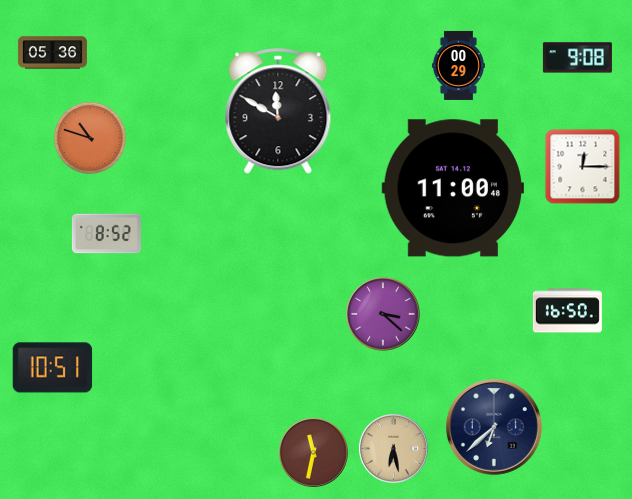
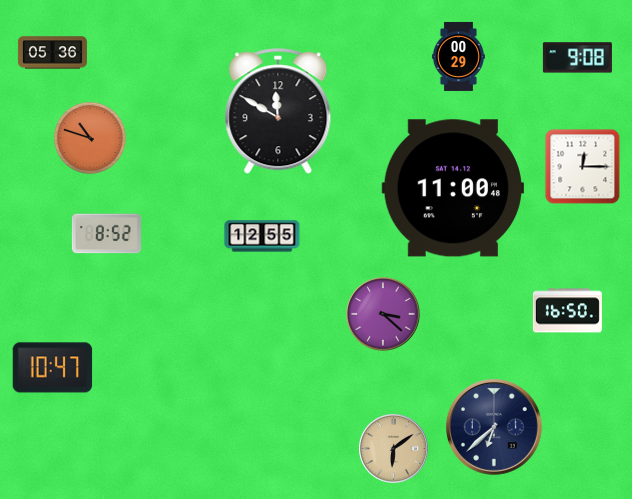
clock at (458, 65) position: (458, 65) -> (458, 56)
clock at (262, 236): none -> 12:55
clock at (53, 368): 10:51 -> 10:47
clock at (394, 449): 6:28 -> 6:09
clock at (314, 453): 11:32 -> none
